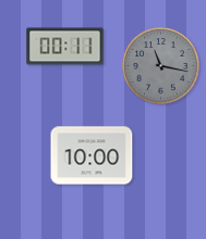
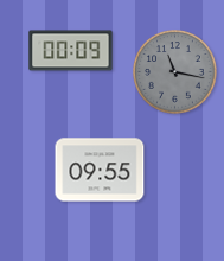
clock at (65, 47): 00:11 -> 00:09
clock at (92, 155): 10:00 -> 09:55
